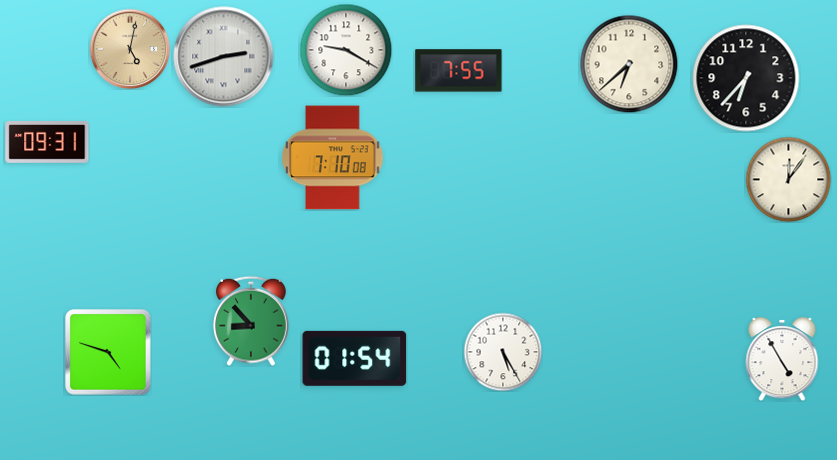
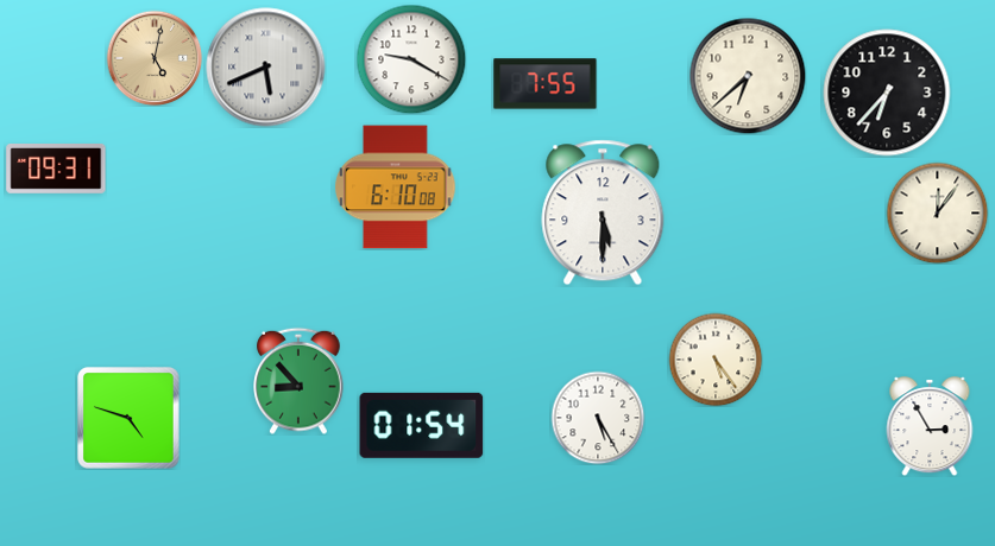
clock at (224, 57): 2:42 -> 5:41
clock at (333, 158): 7:10 -> 6:10
clock at (603, 212): none -> 5:30
clock at (716, 360): none -> 5:24
clock at (782, 360): 4:55 -> 2:55
